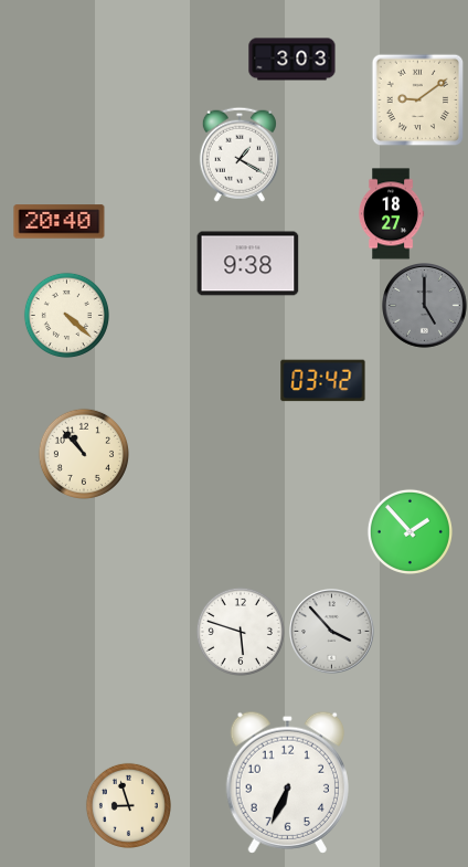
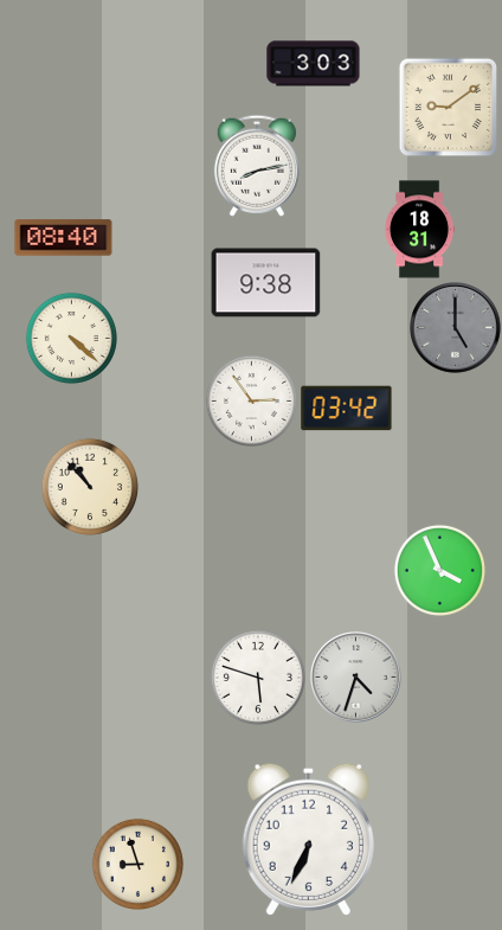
clock at (240, 155): 1:20 -> 8:13
clock at (391, 214): 18:27 -> 18:31
clock at (60, 222): 20:40 -> 08:40
clock at (251, 400): none -> 2:54
clock at (410, 531): 1:53 -> 3:56
clock at (332, 632): 3:53 -> 4:33
